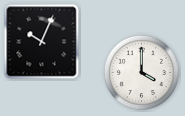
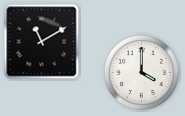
clock at (42, 42): 10:04 -> 11:10
